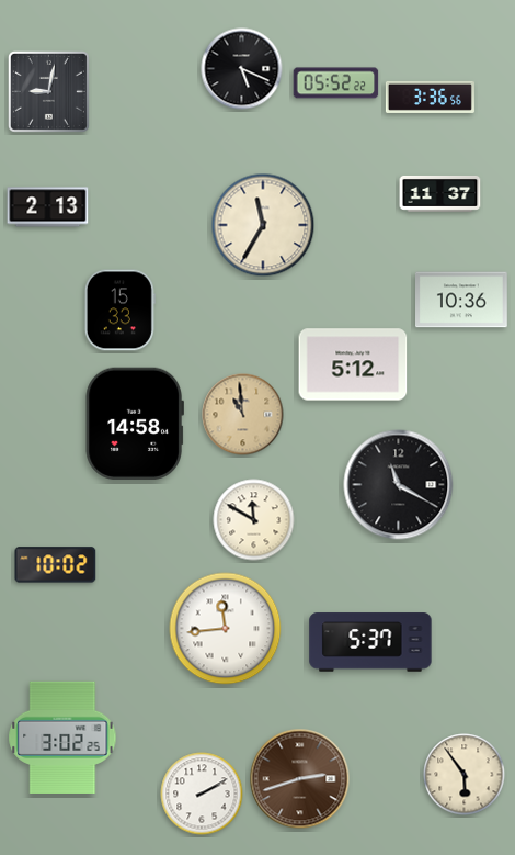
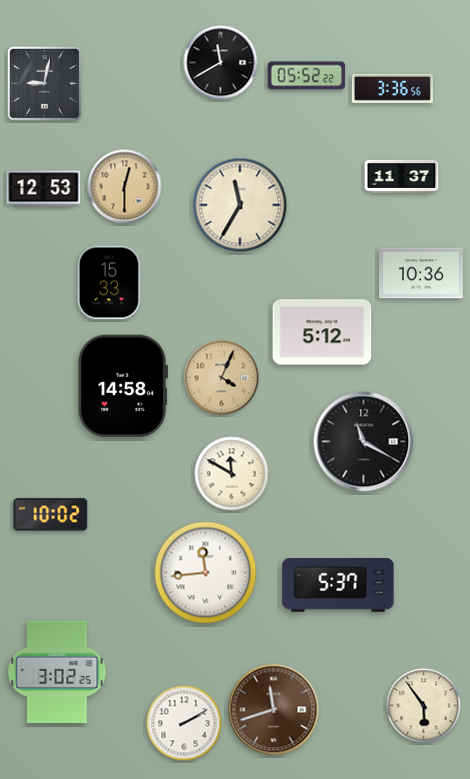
clock at (242, 69): 5:19 -> 11:40
clock at (125, 187): none -> 12:30
clock at (48, 207): 2:13 -> 12:53
clock at (243, 415): 10:59 -> 4:04
clock at (300, 779): 2:42 -> 11:42
